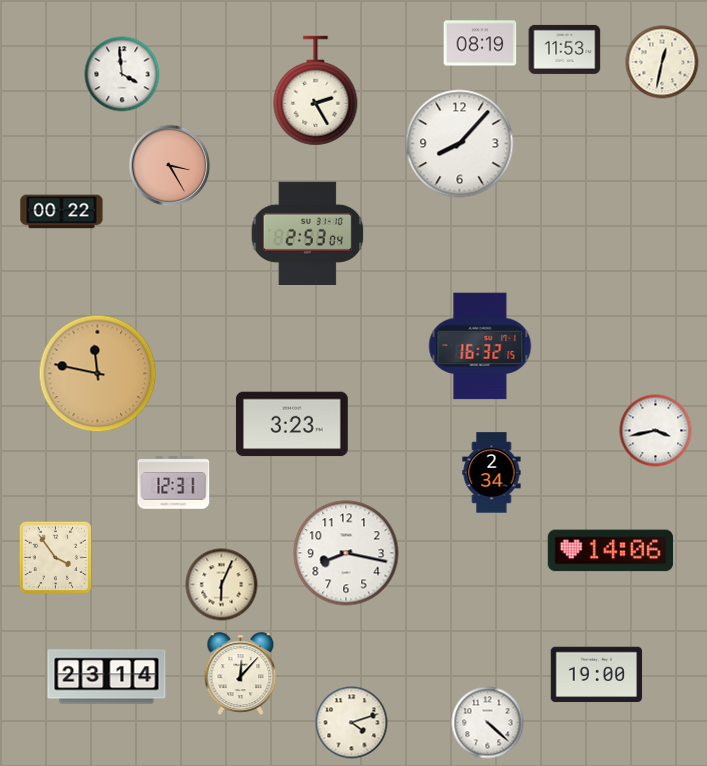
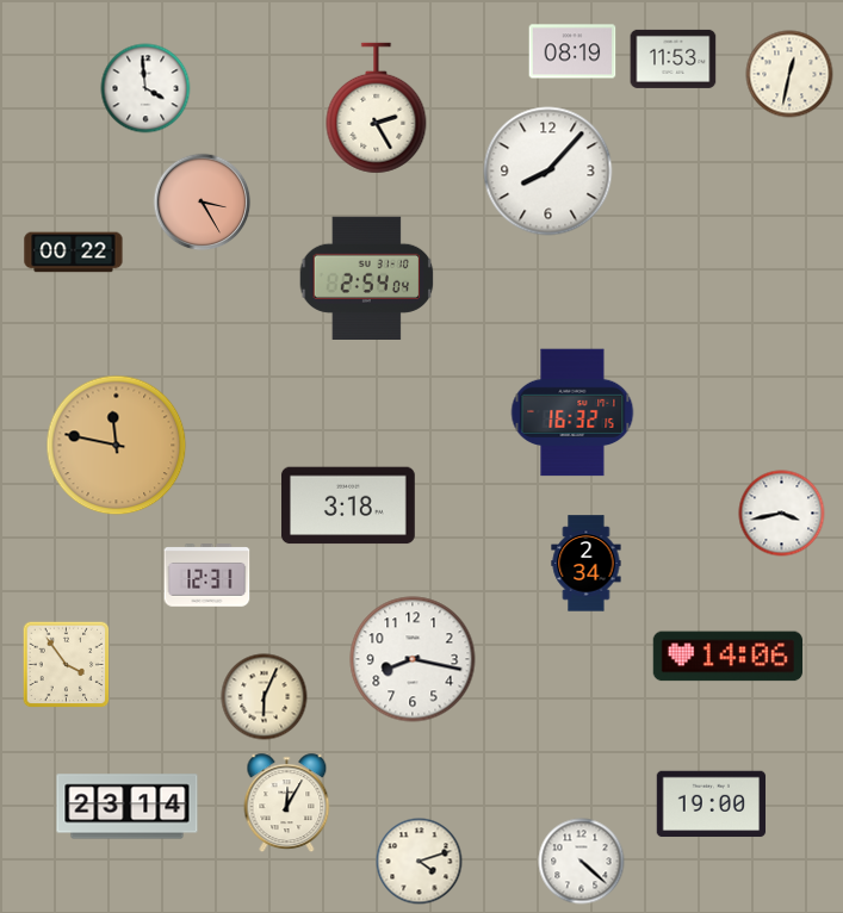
clock at (170, 166) position: (170, 166) -> (203, 203)
clock at (308, 233): 2:53 -> 2:54
clock at (292, 424): 3:23 -> 3:18
clock at (241, 674): 12:07 -> 12:05
